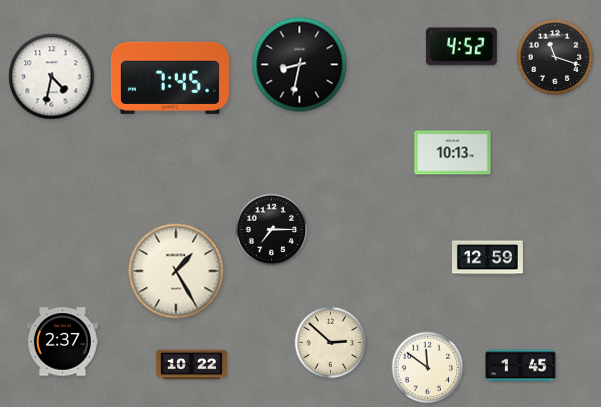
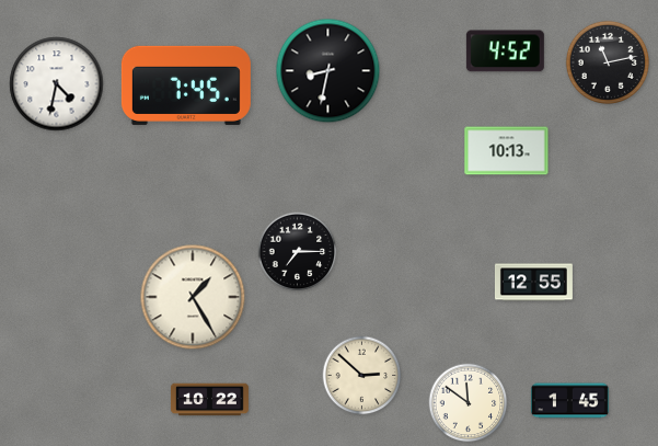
clock at (555, 57): 11:18 -> 11:13
clock at (453, 153) position: (453, 153) -> (507, 151)
clock at (487, 258): 12:59 -> 12:55
clock at (62, 342): 2:37 -> none
